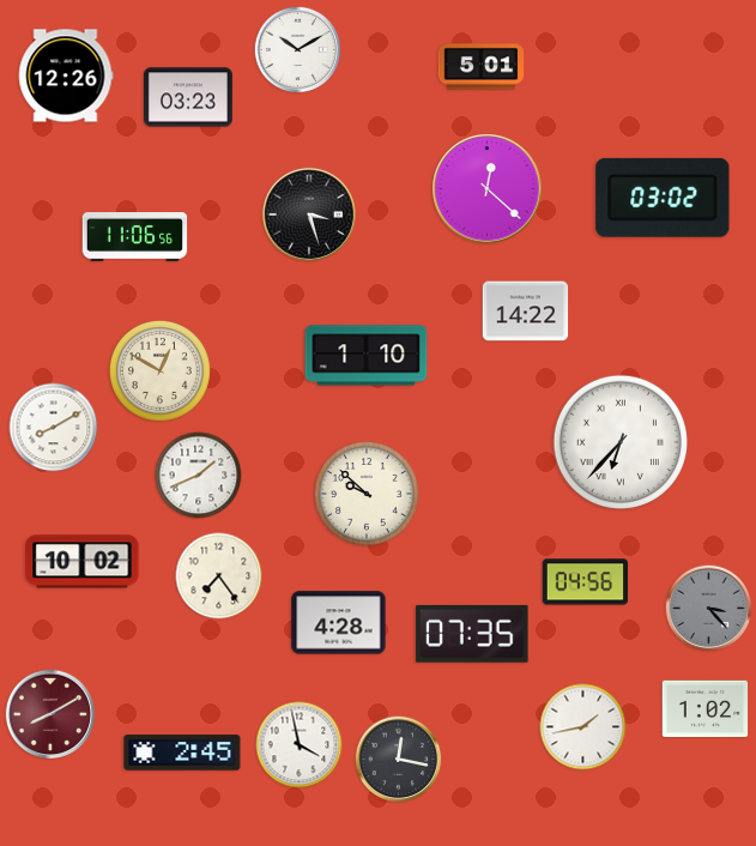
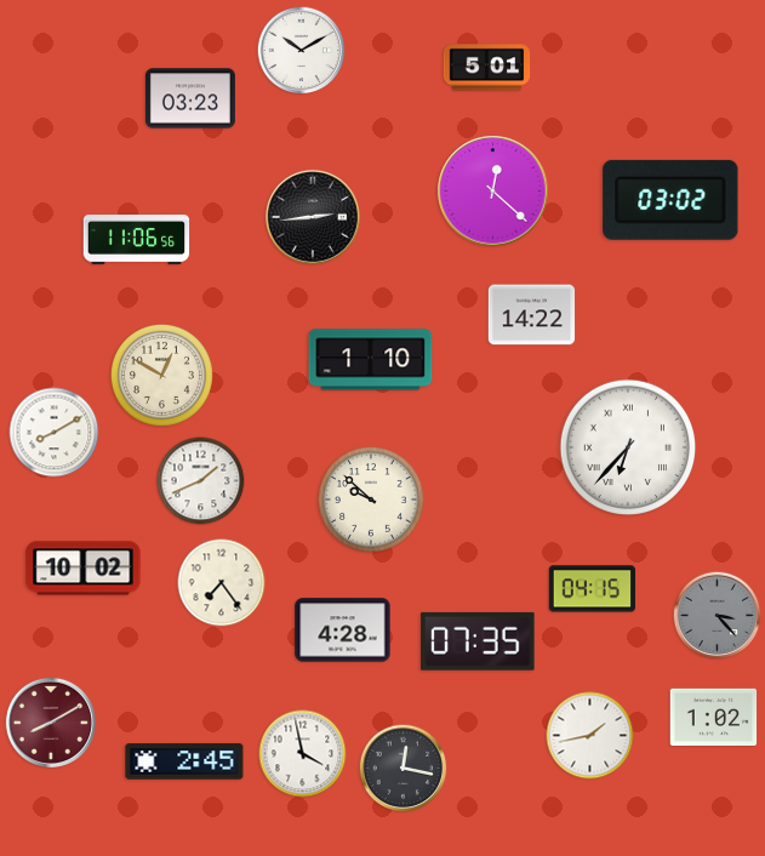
clock at (66, 75): 12:26 -> none
clock at (309, 214): 3:27 -> 2:44
clock at (586, 582): 04:56 -> 04:15
